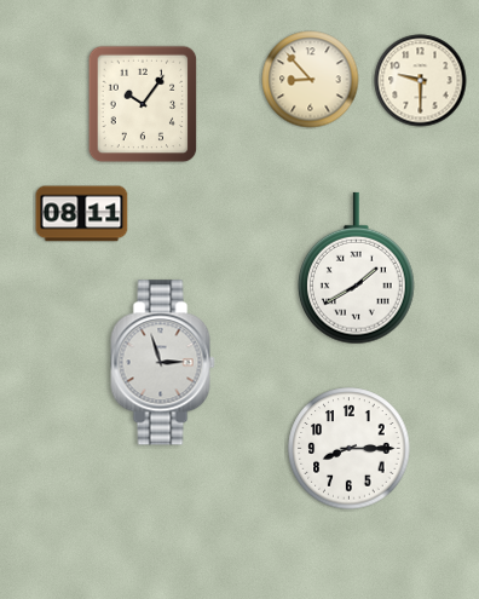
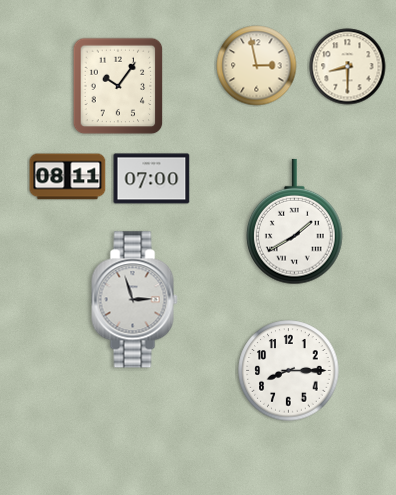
clock at (311, 80): 8:53 -> 2:58
clock at (421, 81): 9:30 -> 8:30
clock at (152, 179): none -> 07:00
